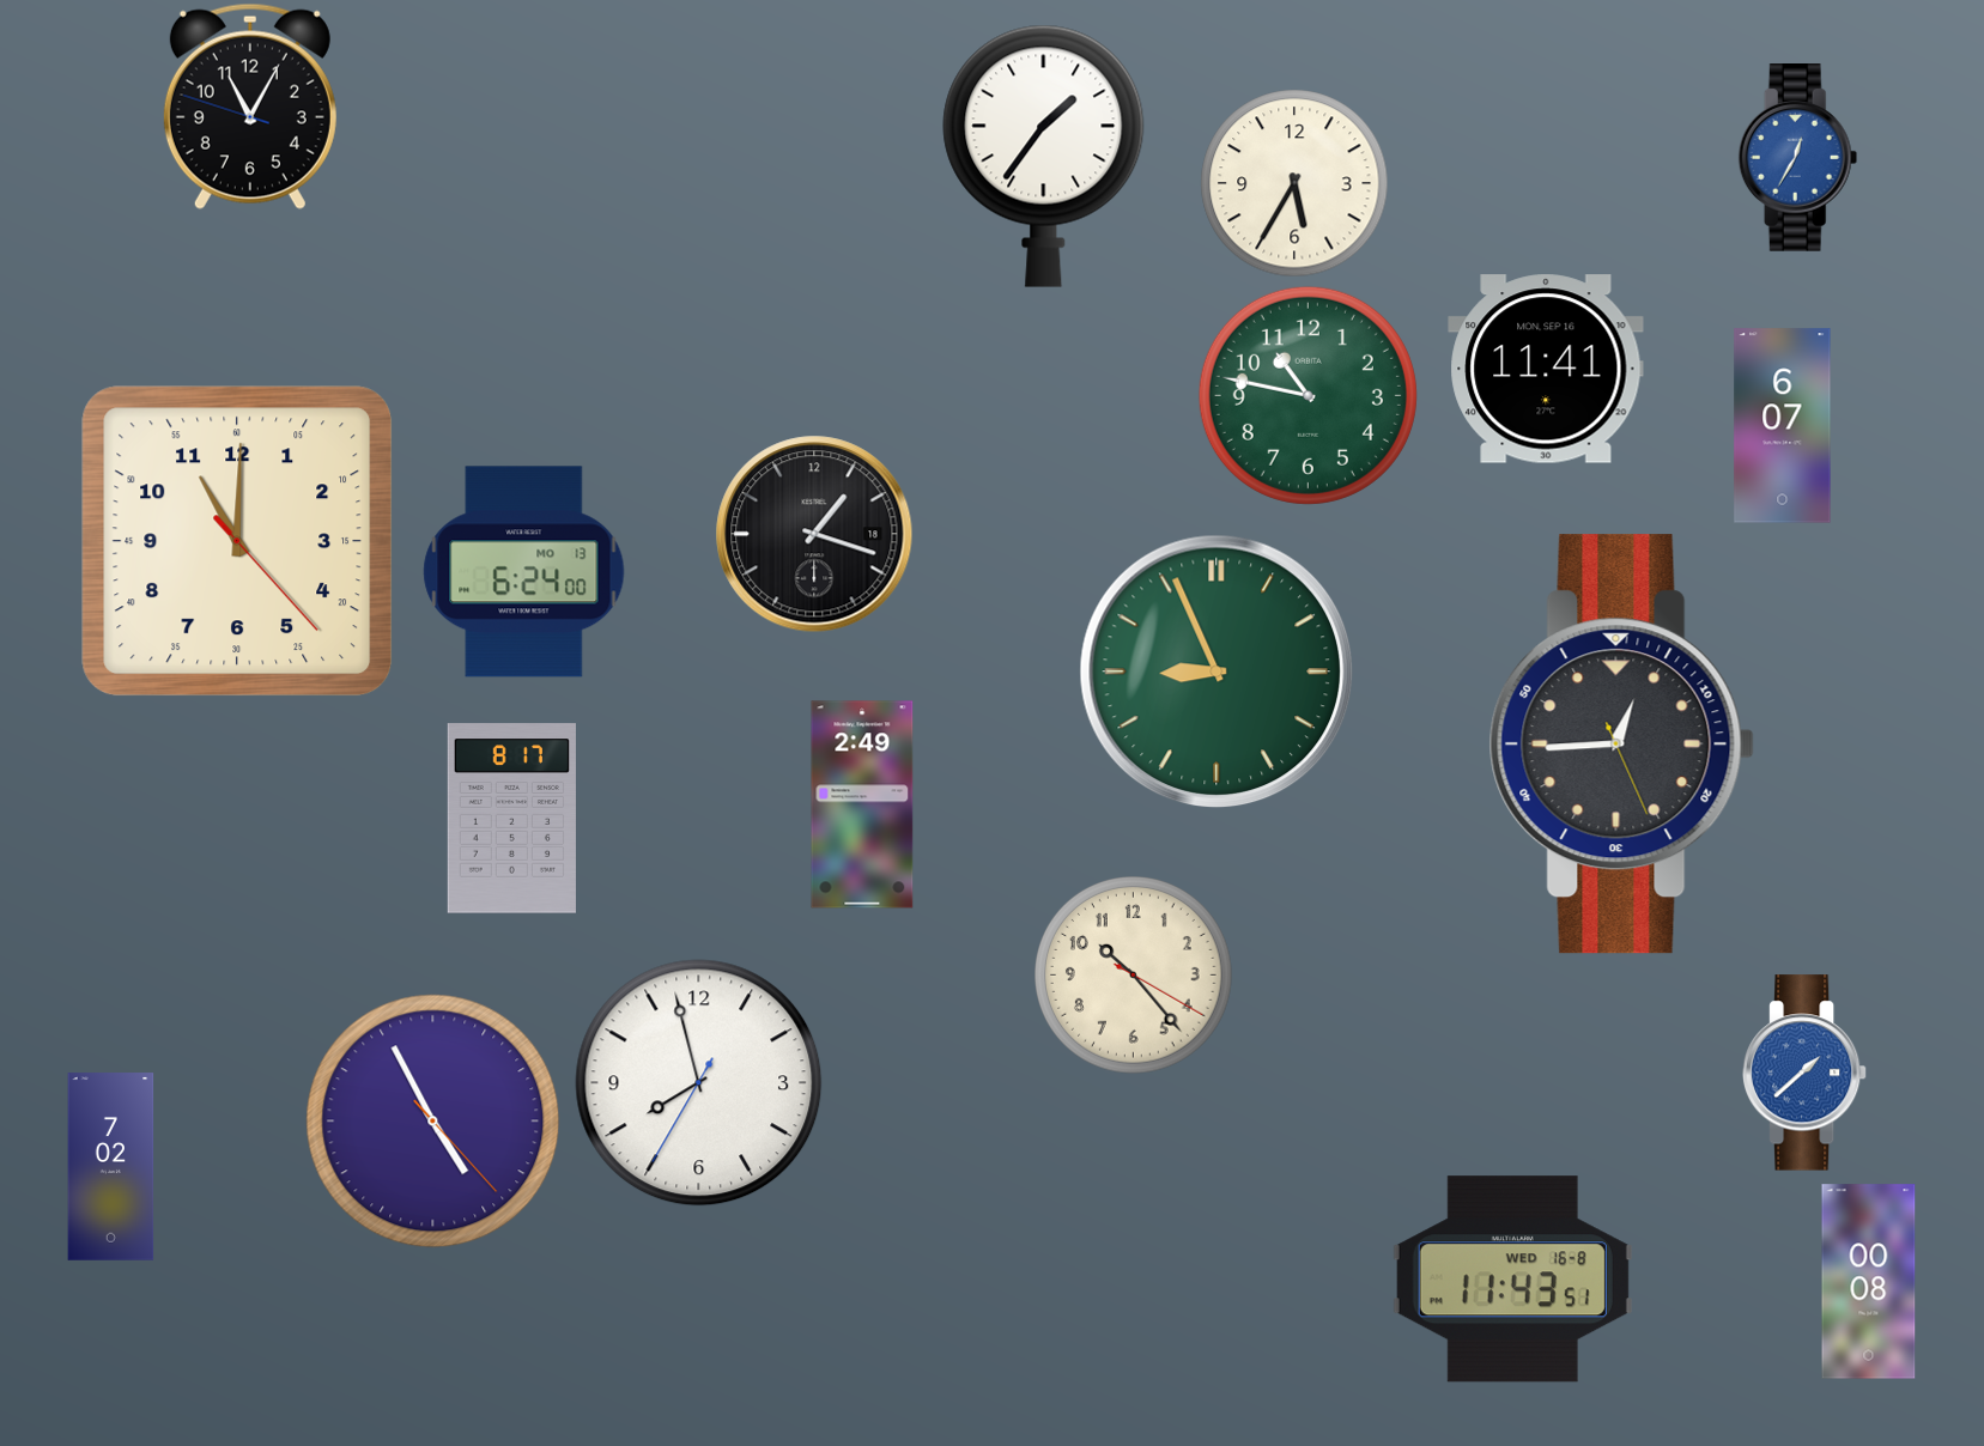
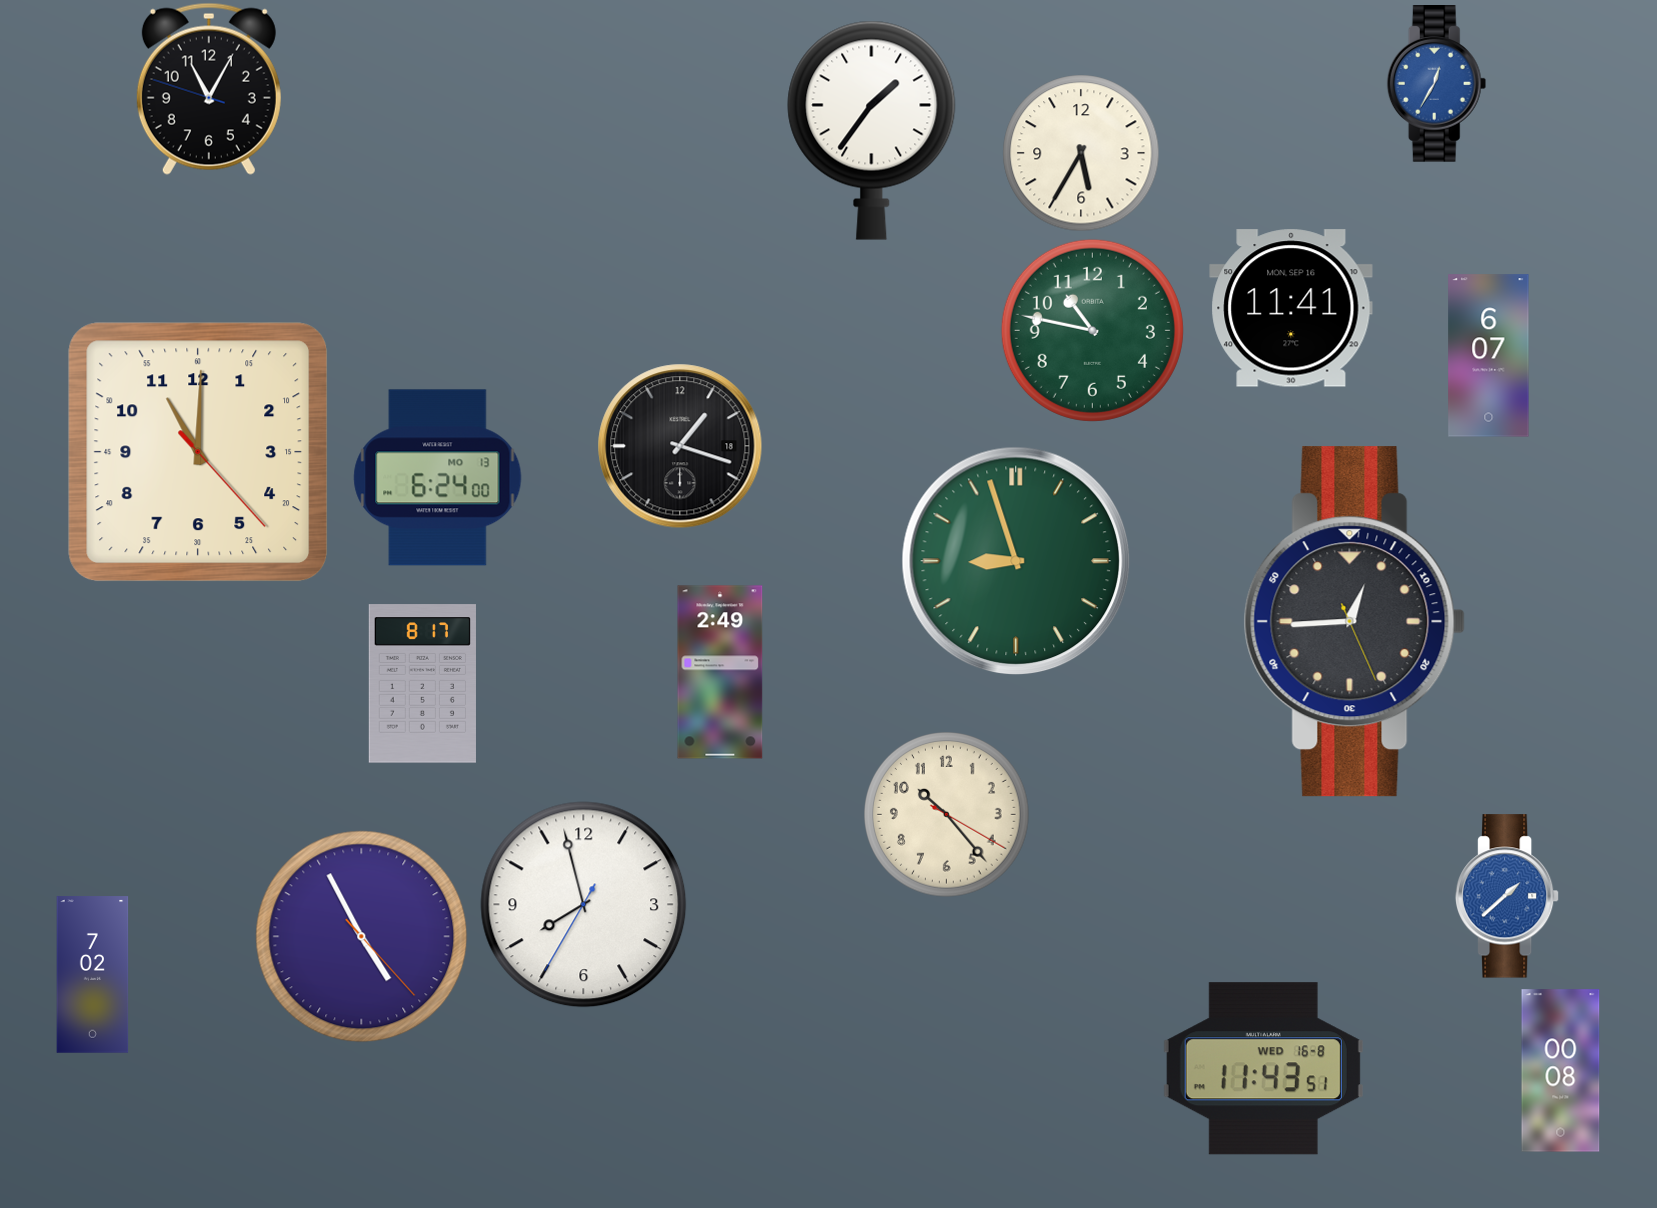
clock at (1798, 158) position: (1798, 158) -> (1437, 84)
clock at (1217, 672): 8:56 -> 8:57
clock at (511, 819) position: (511, 819) -> (422, 684)
